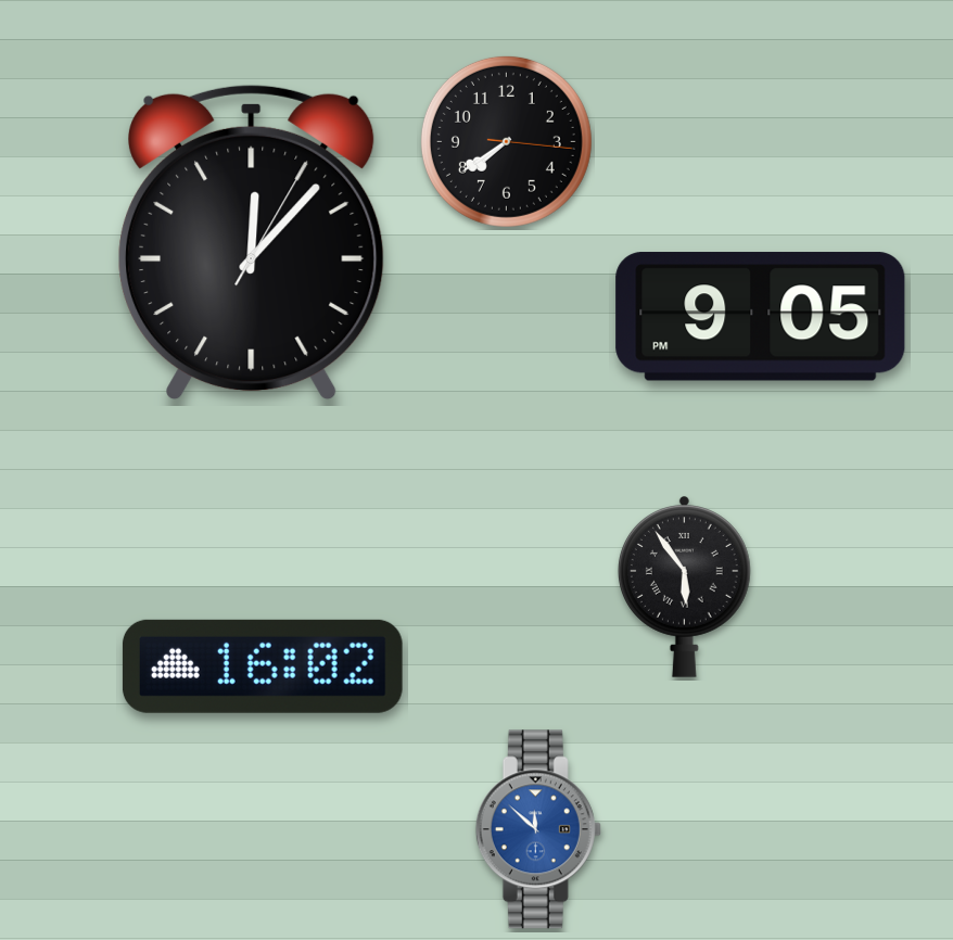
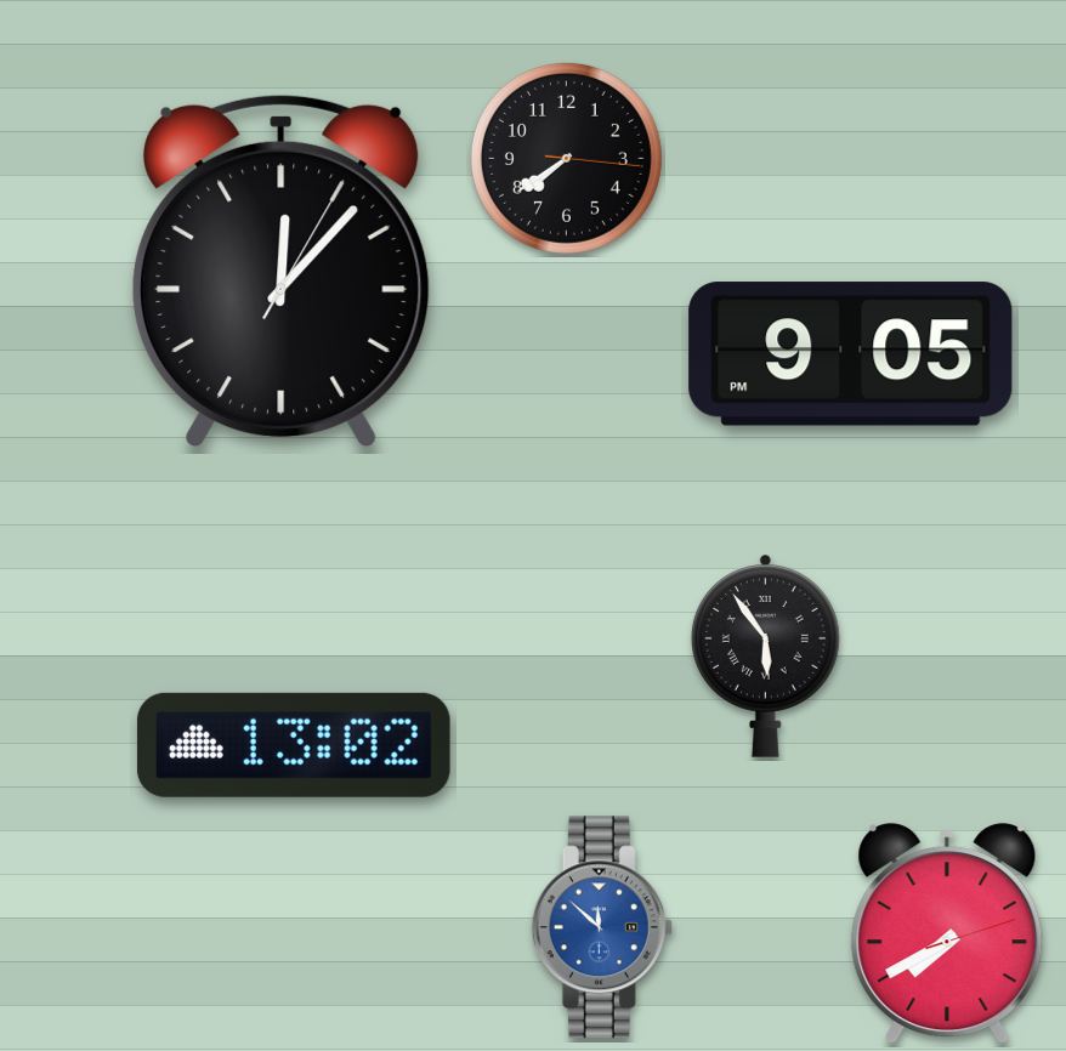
clock at (263, 666): 16:02 -> 13:02
clock at (947, 934): none -> 7:40
